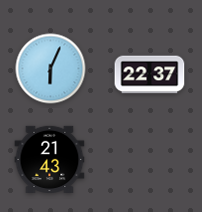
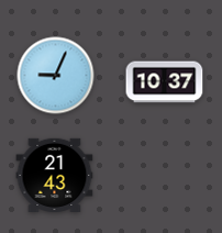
clock at (51, 69): 6:04 -> 9:04
clock at (150, 75): 22:37 -> 10:37
